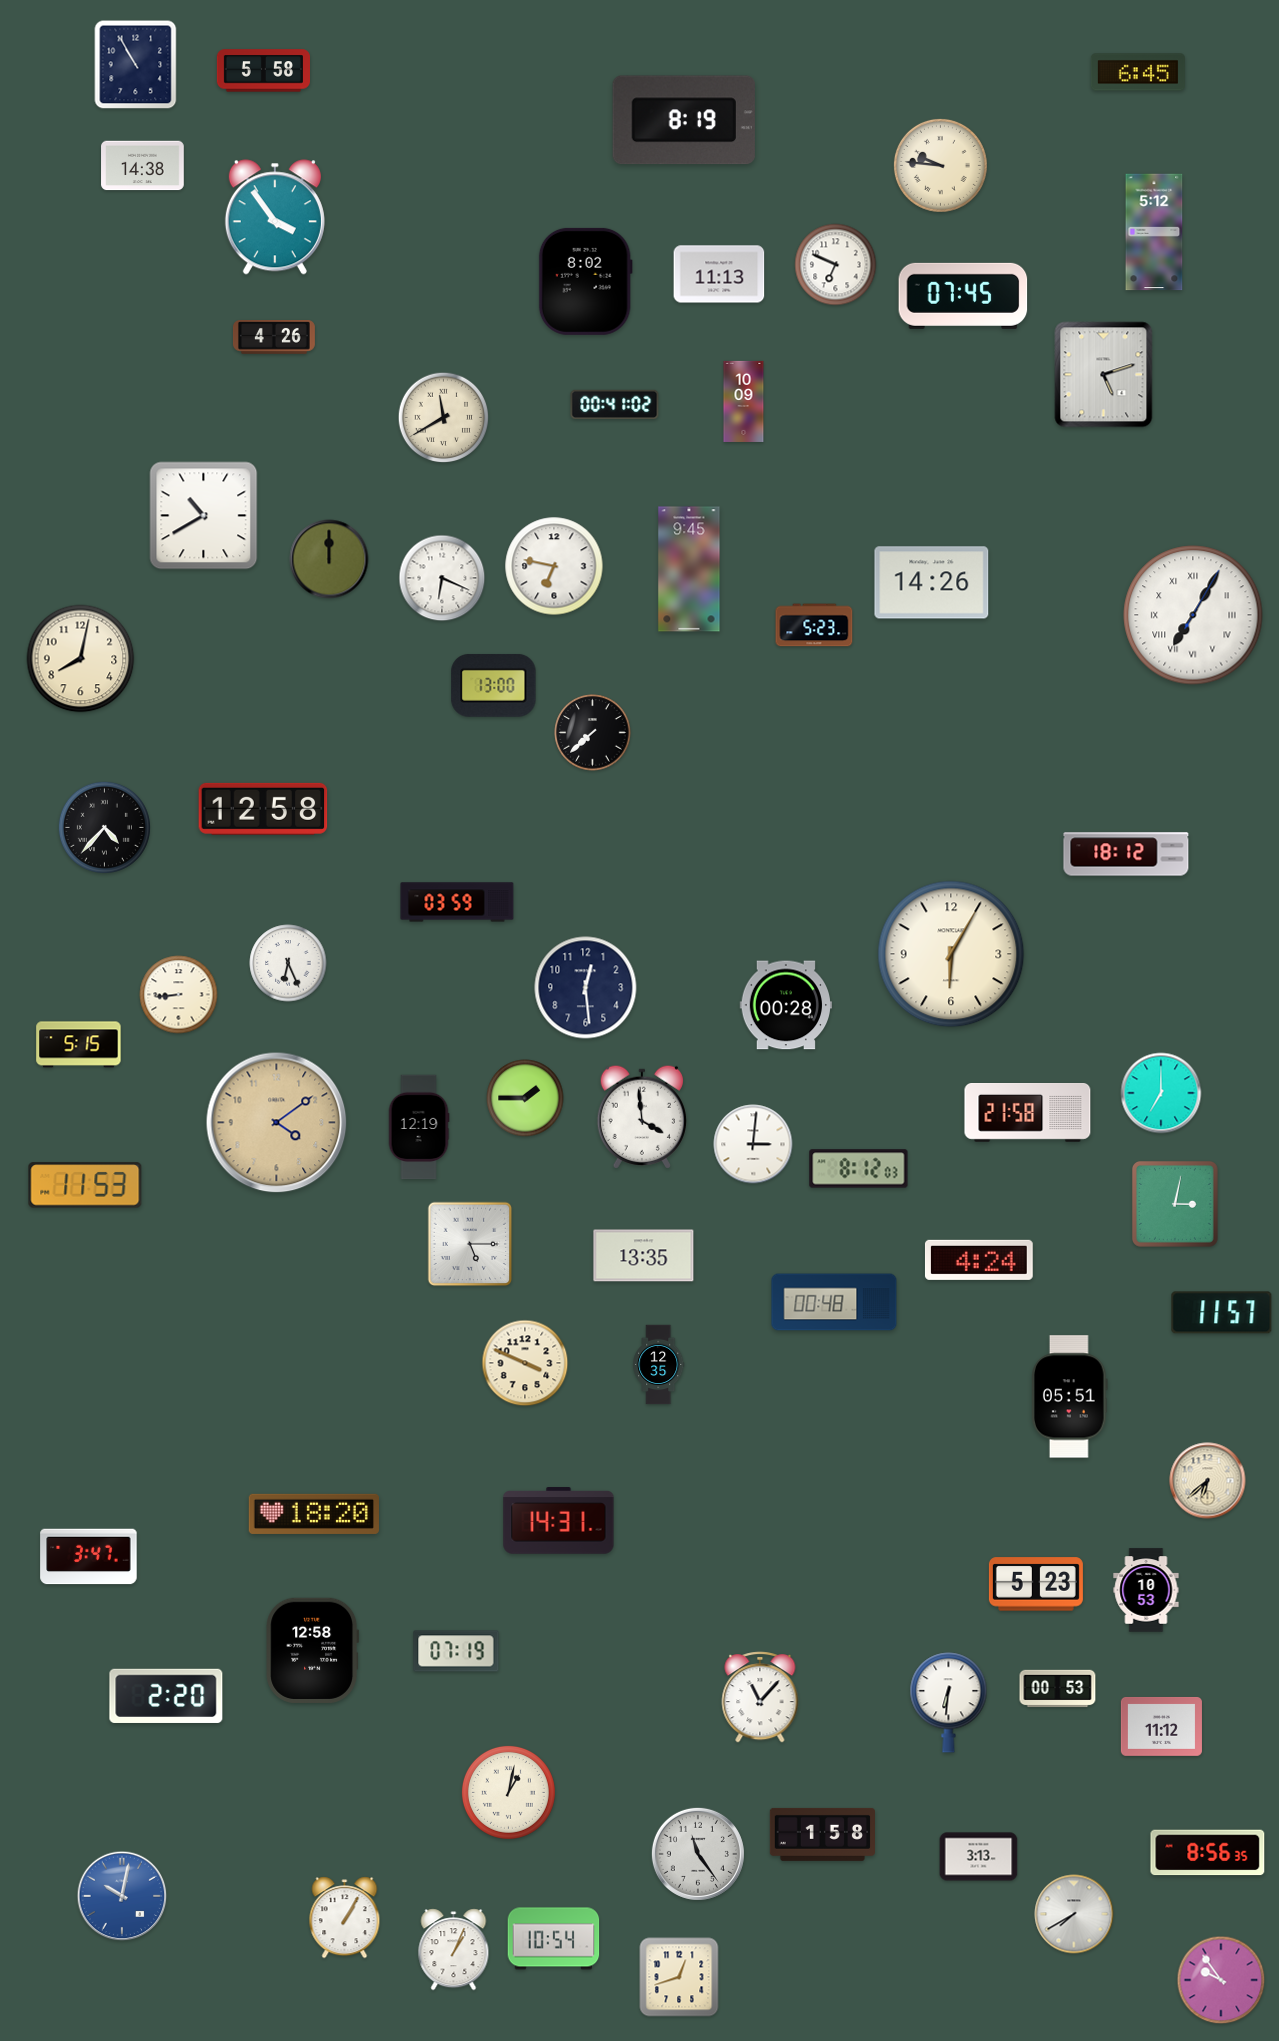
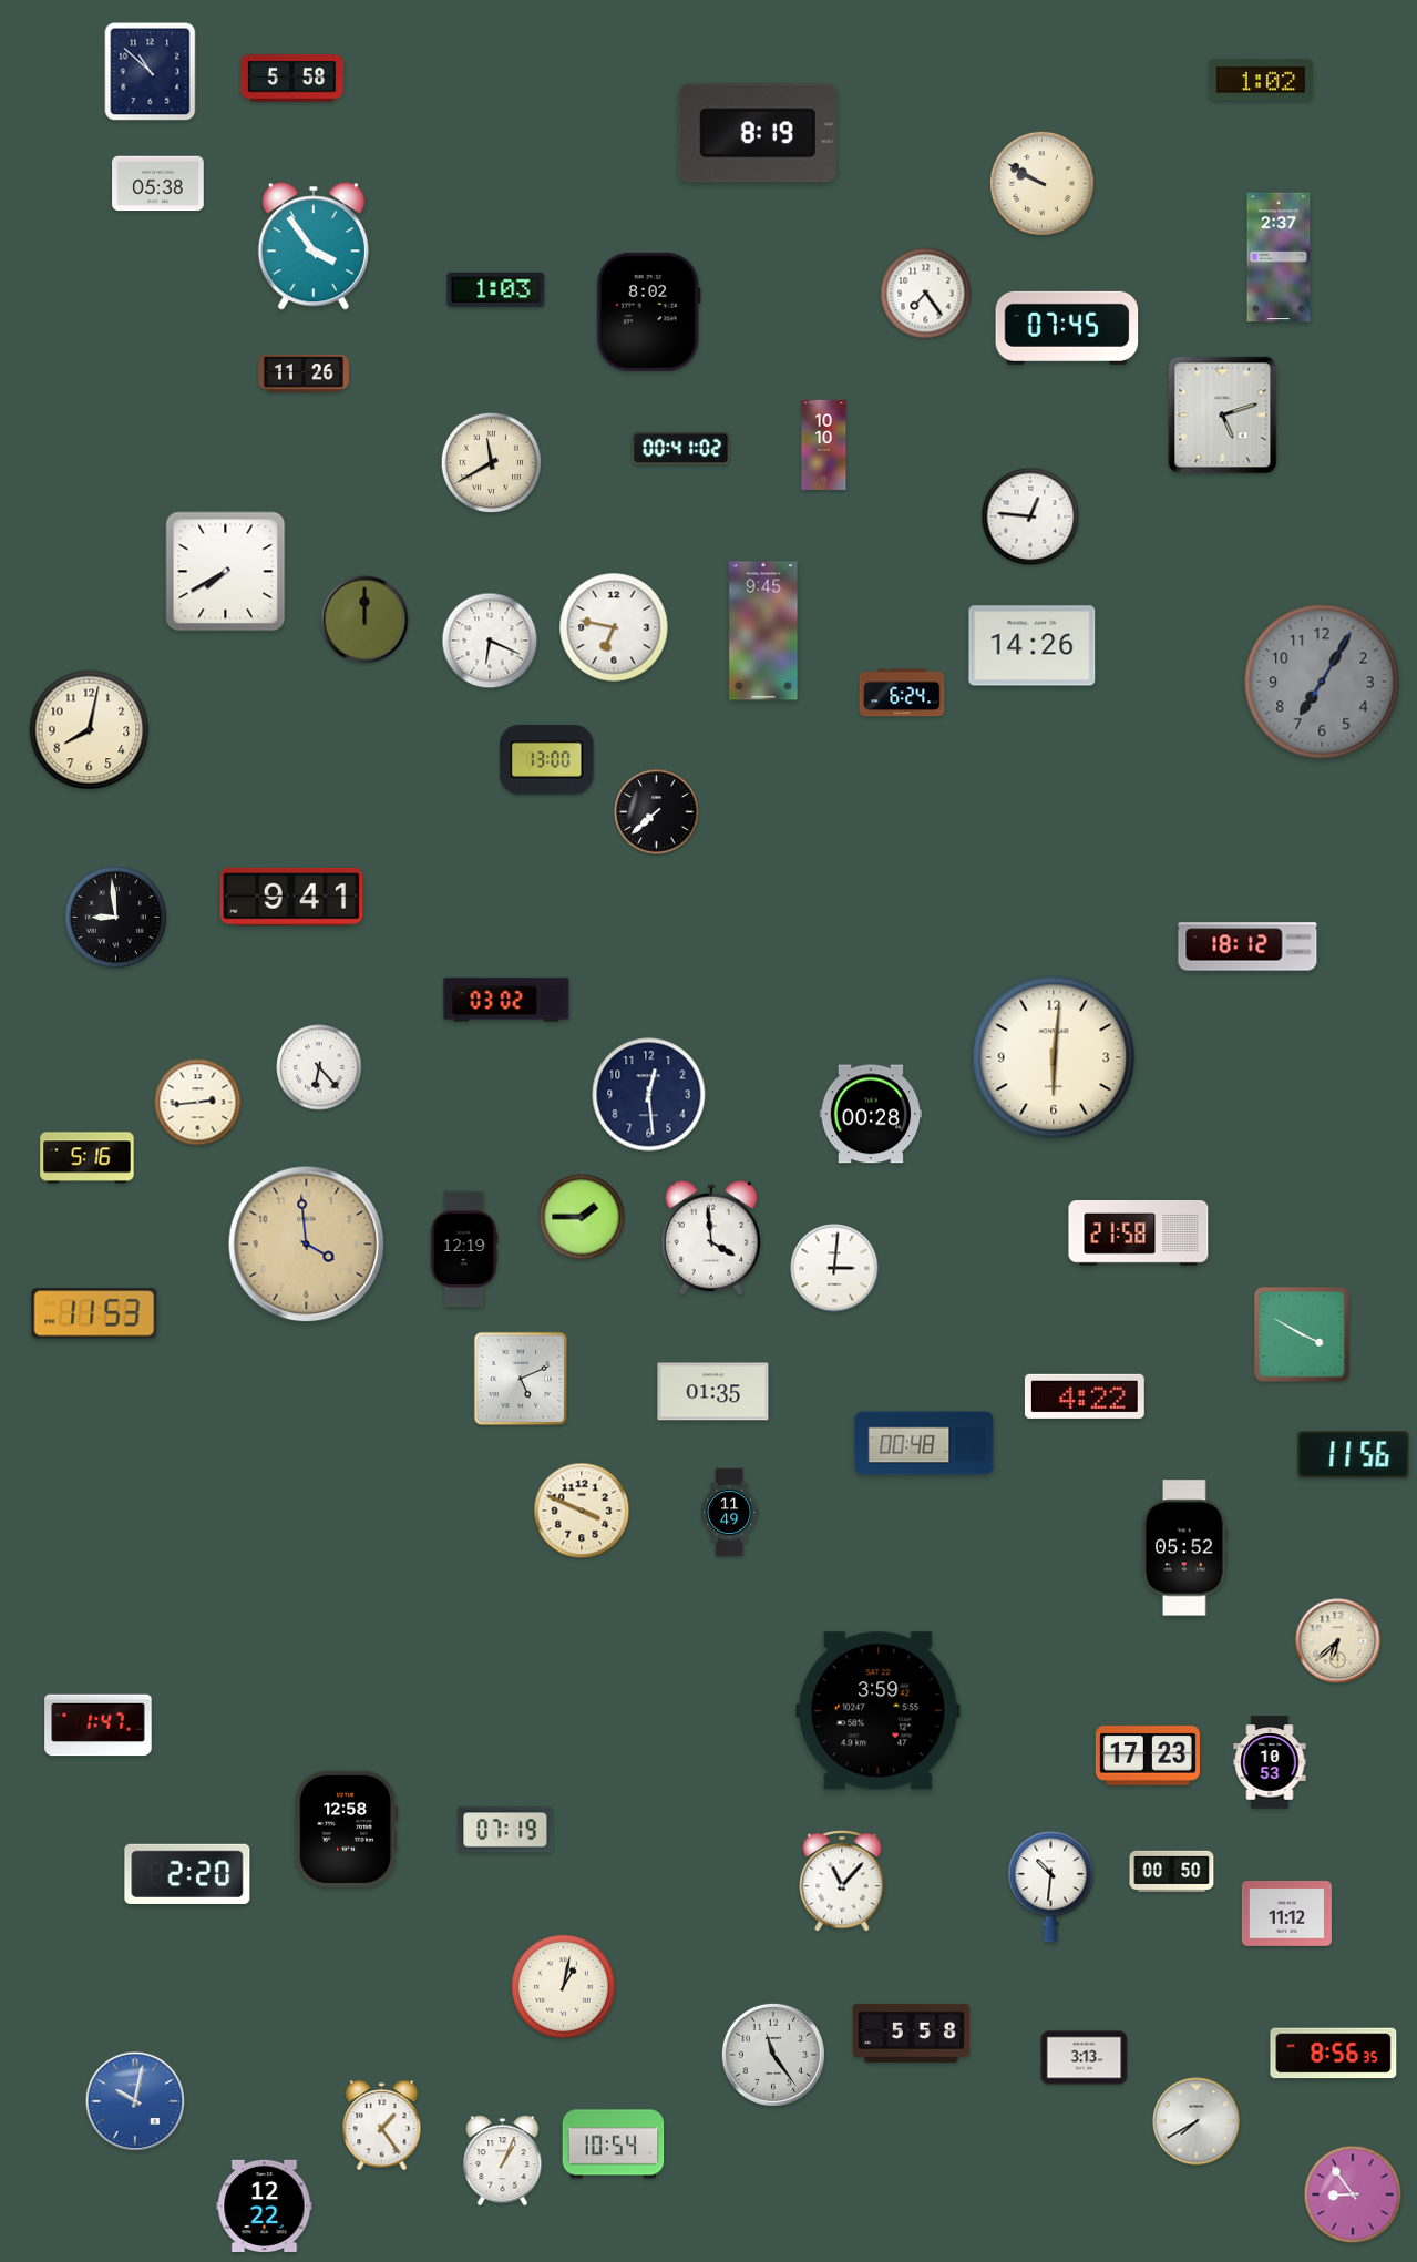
clock at (136, 65): 10:55 -> 10:52
clock at (1138, 72): 6:45 -> 1:02
clock at (940, 165): 9:46 -> 9:50
clock at (143, 166): 14:38 -> 05:38
clock at (275, 217) position: (275, 217) -> (314, 246)
clock at (1154, 232): 5:12 -> 2:37
clock at (496, 290): none -> 1:03
clock at (836, 265): 6:49 -> 7:24
clock at (719, 274): 11:13 -> none
clock at (274, 338): 4:26 -> 11:26
clock at (744, 401): 10:09 -> 10:10
clock at (1030, 516): none -> 12:46
clock at (204, 516): 10:40 -> 7:40
clock at (1193, 615) dial: white -> grey
clock at (1193, 615) numerals: Roman -> Arabic
clock at (814, 625): 5:23 -> 6:24
clock at (263, 809): 12:58 -> 9:41
clock at (104, 827): 4:37 -> 8:59
clock at (457, 902): 03:59 -> 03:02
clock at (951, 954): 6:05 -> 6:01
clock at (288, 963): 6:26 -> 6:23
clock at (179, 995): 8:44 -> 2:44
clock at (79, 1045): 5:15 -> 5:16
clock at (1161, 1093): 7:00 -> none
clock at (277, 1123): 4:09 -> 3:59
clock at (859, 1169): 8:12 -> none
clock at (1175, 1204): 3:02 -> 3:50
clock at (470, 1244): 5:15 -> 5:11
clock at (644, 1256): 13:35 -> 01:35
clock at (979, 1260): 4:24 -> 4:22
clock at (1222, 1313): 11:57 -> 11:56
clock at (659, 1365): 12:35 -> 11:49
clock at (1070, 1397): 05:51 -> 05:52
clock at (314, 1514): 18:20 -> none
clock at (559, 1521): 14:31 -> none
clock at (879, 1711): none -> 3:59
clock at (89, 1557): 3:47 -> 1:47
clock at (1036, 1584): 5:23 -> 17:23
clock at (1058, 1689): 00:53 -> 00:50
clock at (166, 1695) position: (166, 1695) -> (187, 1873)
clock at (949, 1703): 6:31 -> 10:31
clock at (822, 1834): 1:58 -> 5:58
clock at (1208, 1853) position: (1208, 1853) -> (1334, 2054)
clock at (1074, 1914) position: (1074, 1914) -> (1197, 2121)
clock at (345, 1918): 1:05 -> 1:24
clock at (554, 1939) position: (554, 1939) -> (614, 2145)
clock at (679, 1977): 12:42 -> none
clock at (1221, 1980): 9:54 -> 8:54
clock at (265, 2205): none -> 12:22
